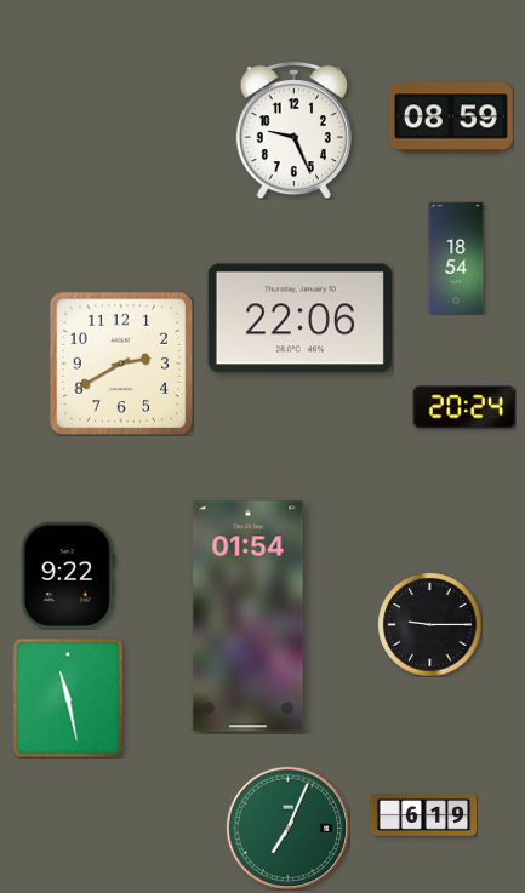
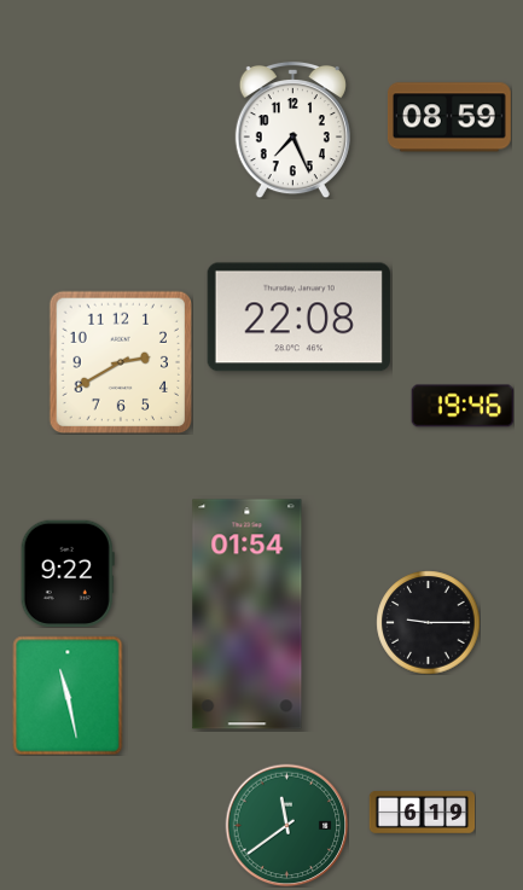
clock at (293, 130): 9:26 -> 7:26
clock at (456, 258): 18:54 -> none
clock at (299, 319): 22:06 -> 22:08
clock at (464, 407): 20:24 -> 19:46
clock at (287, 828): 7:04 -> 11:39
